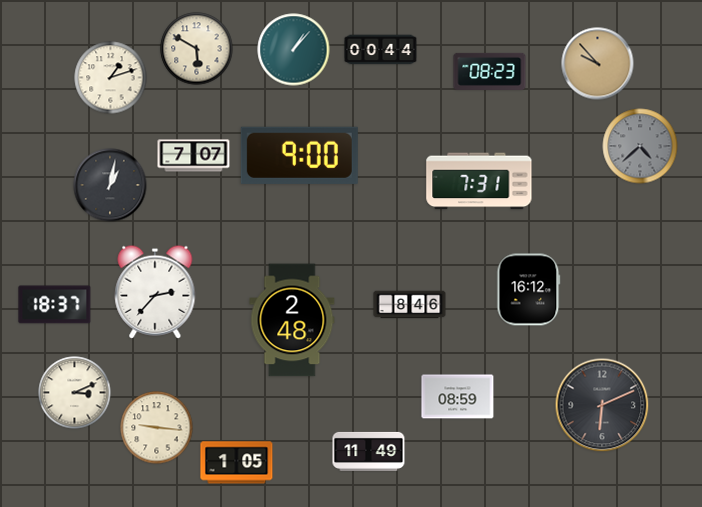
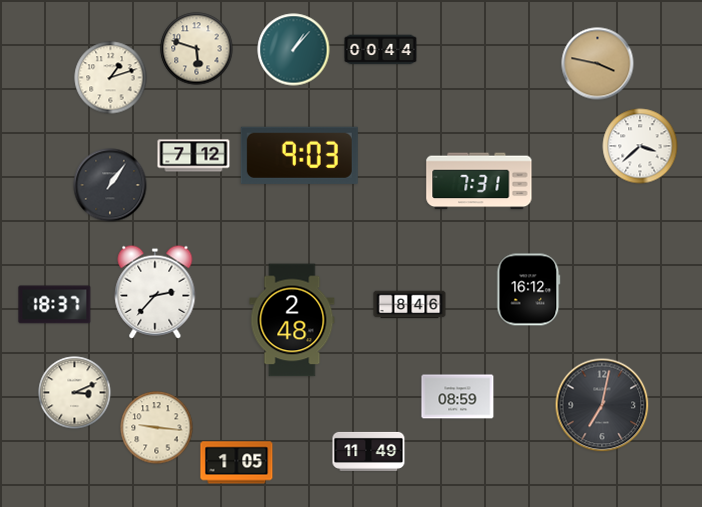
clock at (197, 49): 5:50 -> 5:48
clock at (598, 64): 9:53 -> 3:47
clock at (490, 71): 08:23 -> none
clock at (640, 146): 4:38 -> 3:38
clock at (640, 146) dial: grey -> white
clock at (299, 155): 9:00 -> 9:03
clock at (194, 156): 7:07 -> 7:12
clock at (110, 185): 1:02 -> 1:06
clock at (602, 405): 6:11 -> 7:02
